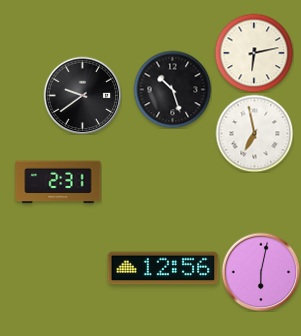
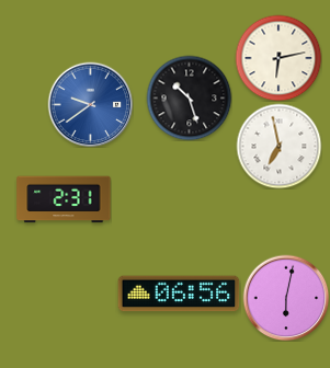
clock at (82, 95) dial: black -> blue
clock at (163, 268): 12:56 -> 06:56
